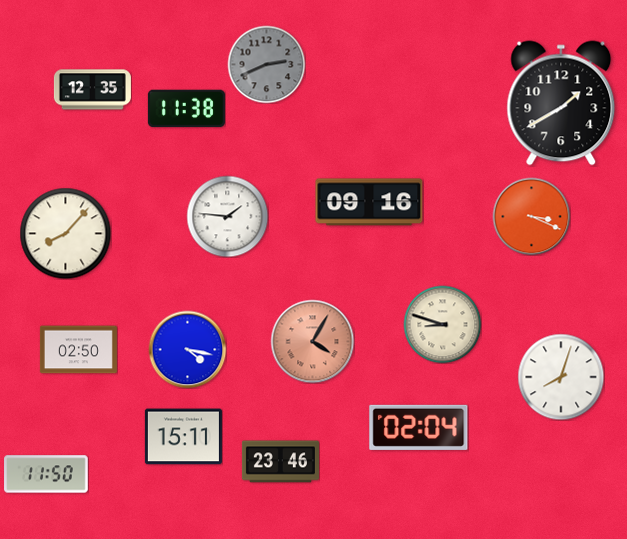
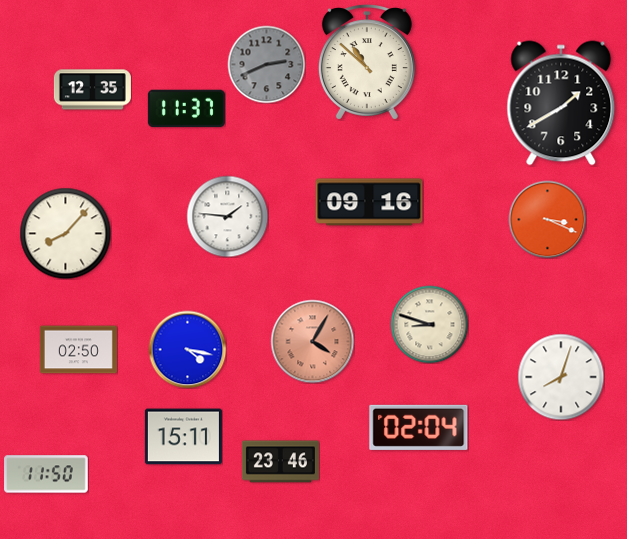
clock at (367, 62): none -> 10:52
clock at (186, 109): 11:38 -> 11:37
clock at (531, 216) position: (531, 216) -> (547, 219)
clock at (442, 324) position: (442, 324) -> (429, 324)
